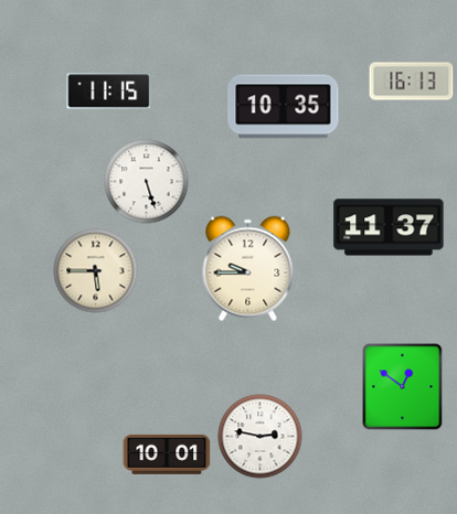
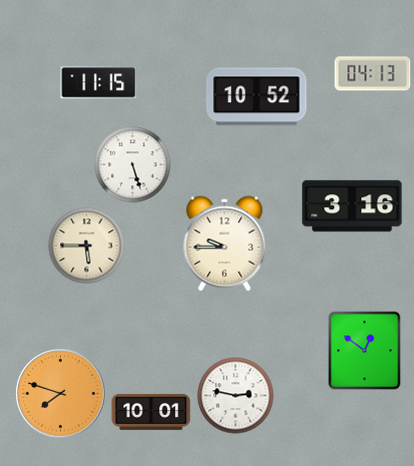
clock at (412, 82): 16:13 -> 04:13
clock at (284, 107): 10:35 -> 10:52
clock at (389, 227): 11:37 -> 3:16
clock at (61, 394): none -> 7:48
